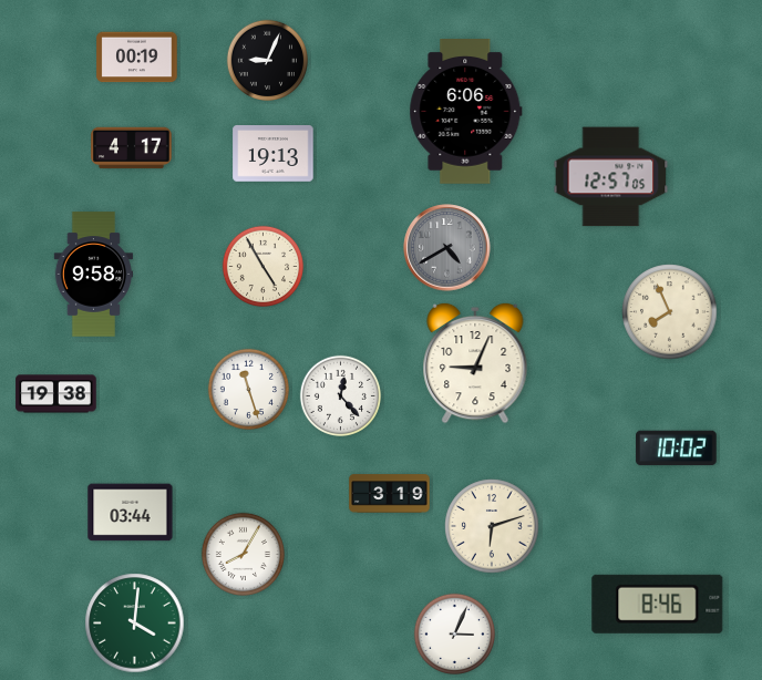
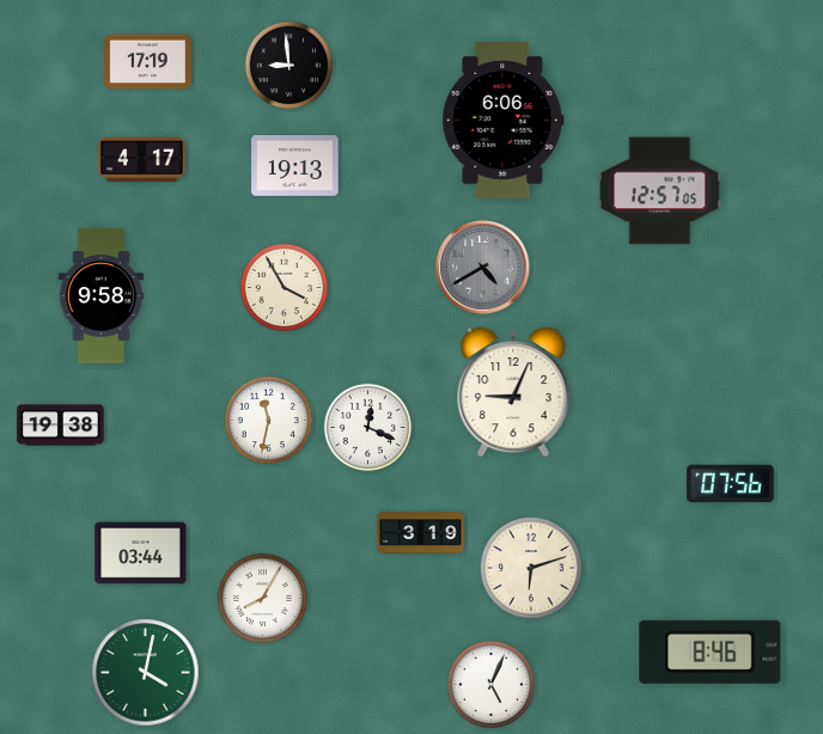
clock at (137, 58): 00:19 -> 17:19
clock at (267, 60): 9:04 -> 8:59
clock at (262, 266): 4:55 -> 3:55
clock at (670, 312): 7:56 -> none
clock at (248, 389): 11:27 -> 11:32
clock at (340, 395): 12:23 -> 12:19
clock at (677, 449): 10:02 -> 07:56
clock at (135, 624): 4:01 -> 4:02
clock at (454, 633): 3:04 -> 5:04
